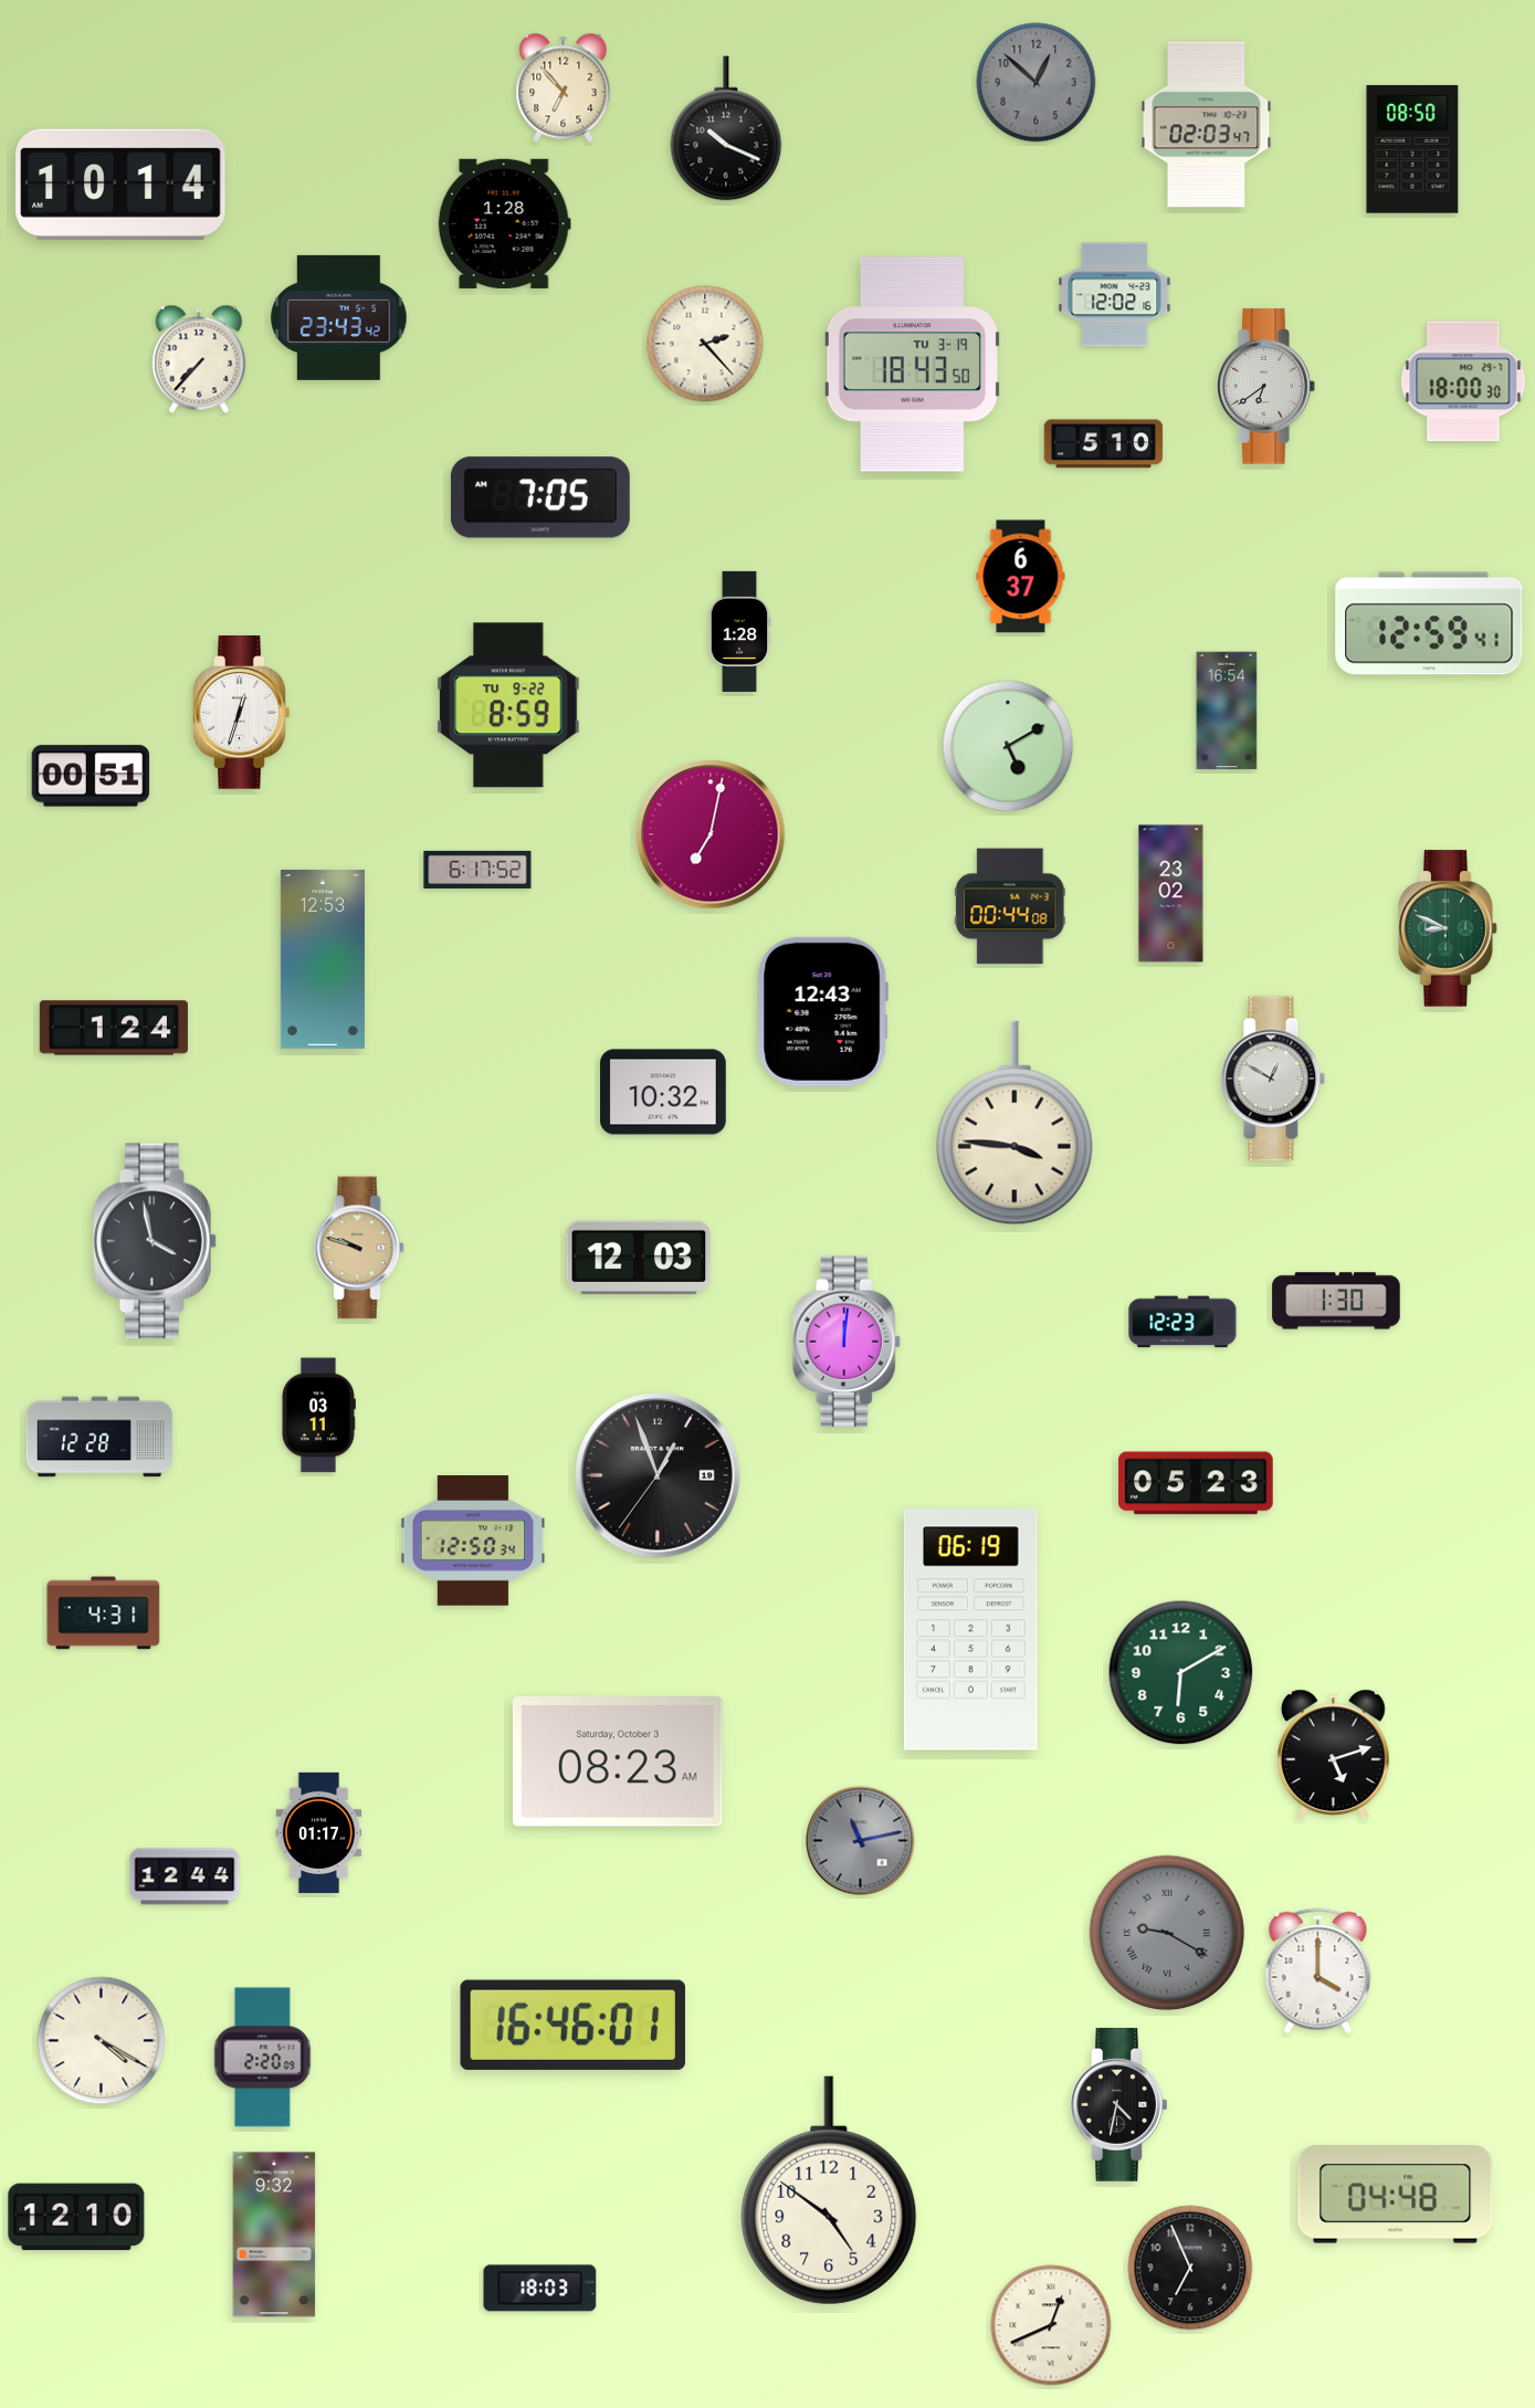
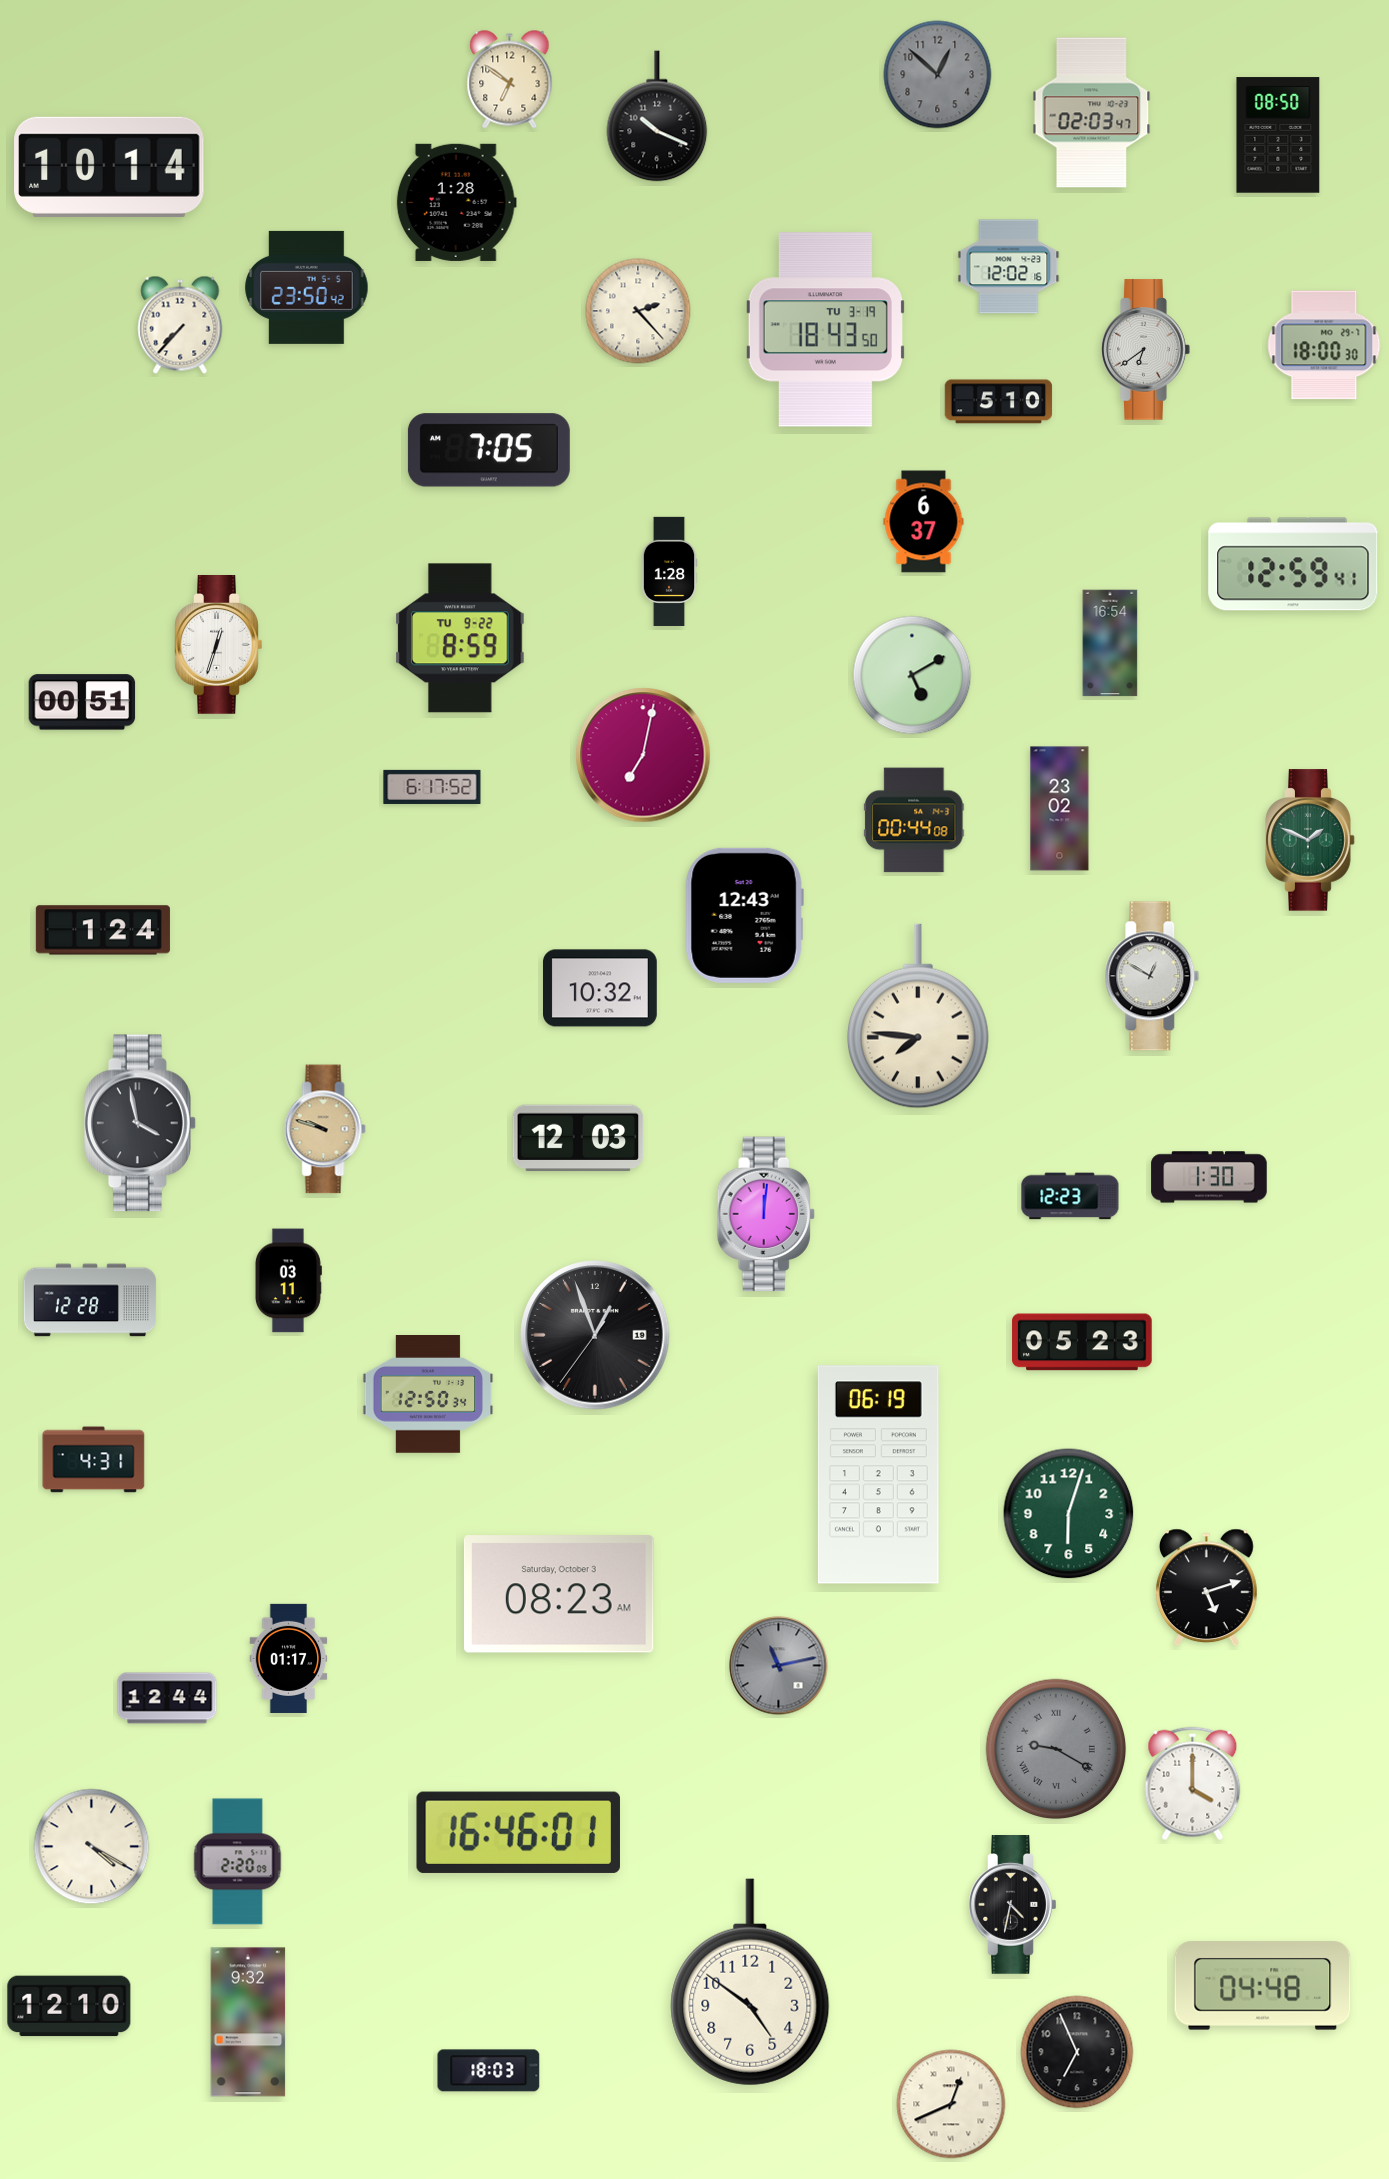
clock at (564, 88): 6:53 -> 6:51
clock at (339, 317): 23:43 -> 23:50
clock at (1448, 928): 8:49 -> 1:49
clock at (323, 959): 12:53 -> none
clock at (1016, 1123): 3:46 -> 7:46
clock at (1181, 1673): 6:10 -> 6:03
